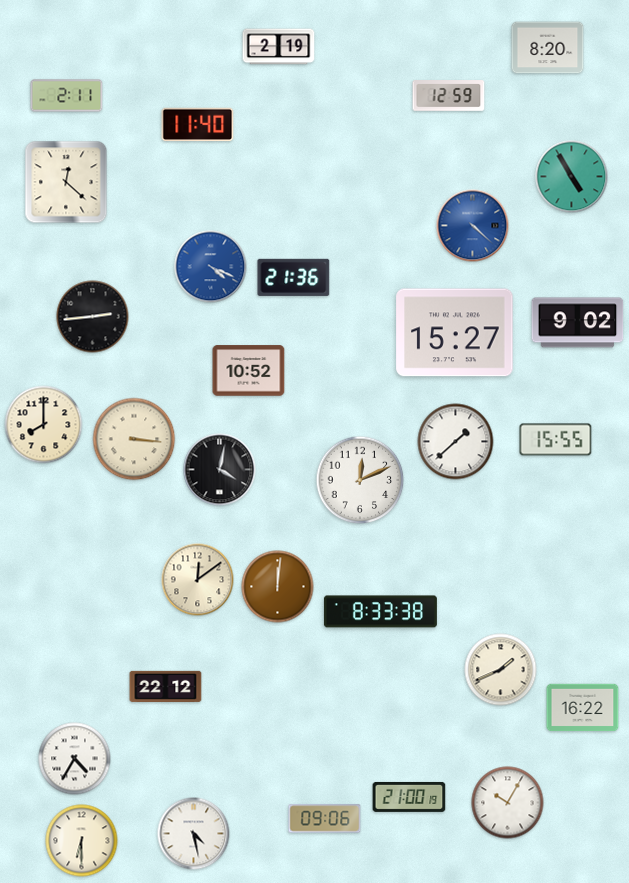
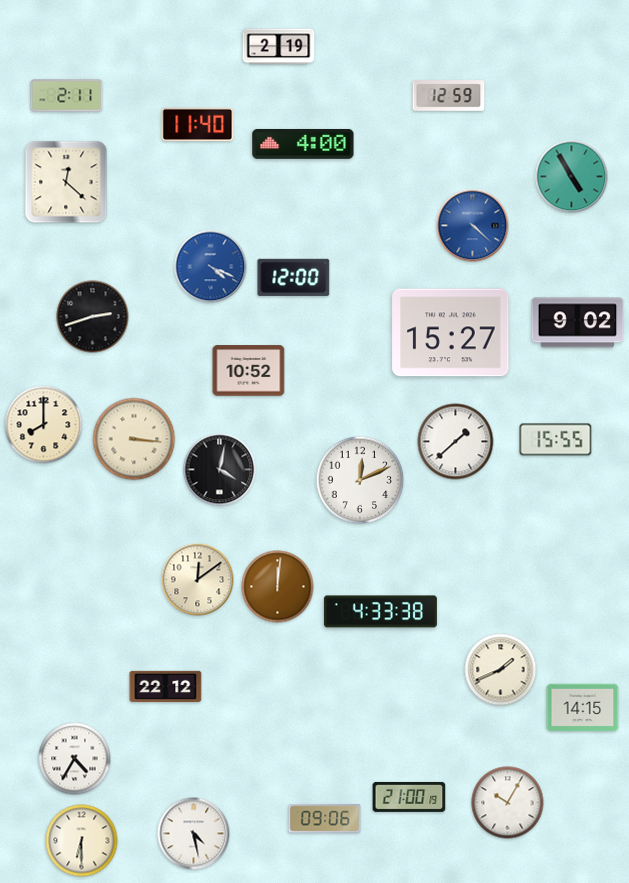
clock at (548, 48): 8:20 -> none
clock at (303, 144): none -> 4:00
clock at (294, 277): 21:36 -> 12:00
clock at (93, 317): 2:44 -> 2:42
clock at (455, 333) position: (455, 333) -> (451, 333)
clock at (380, 612): 8:33 -> 4:33
clock at (583, 708): 16:22 -> 14:15
